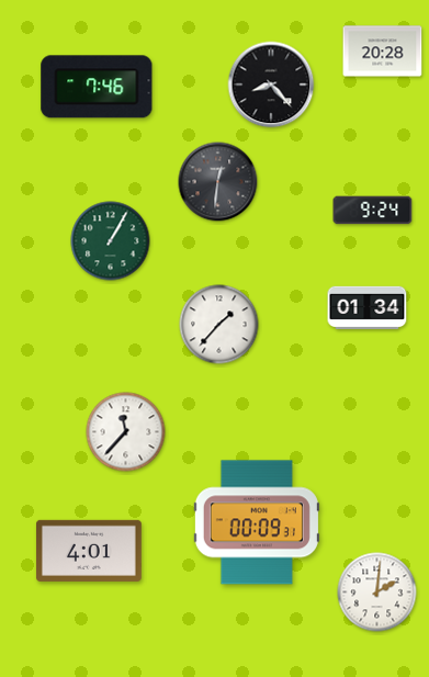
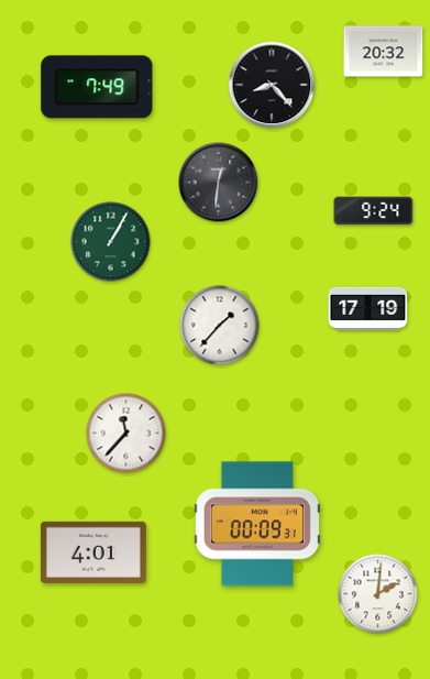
clock at (383, 52): 20:28 -> 20:32
clock at (97, 87): 7:46 -> 7:49
clock at (368, 307): 01:34 -> 17:19
clock at (89, 551) position: (89, 551) -> (93, 552)
